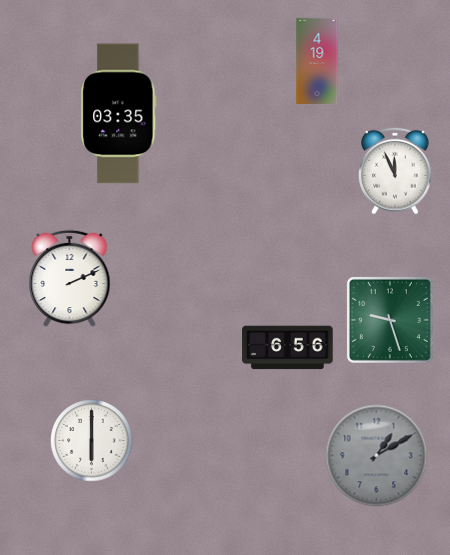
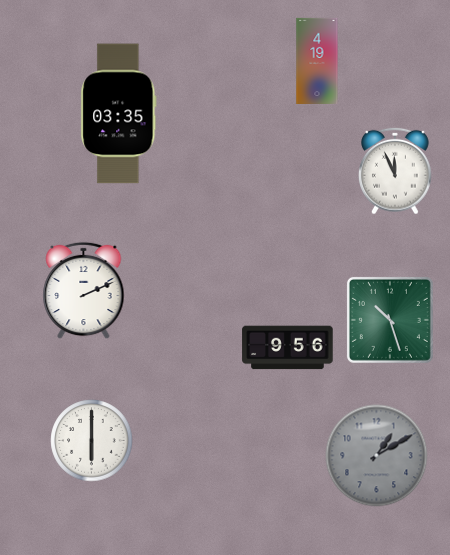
clock at (70, 279) position: (70, 279) -> (84, 291)
clock at (390, 320): 9:27 -> 10:27
clock at (288, 348): 6:56 -> 9:56
